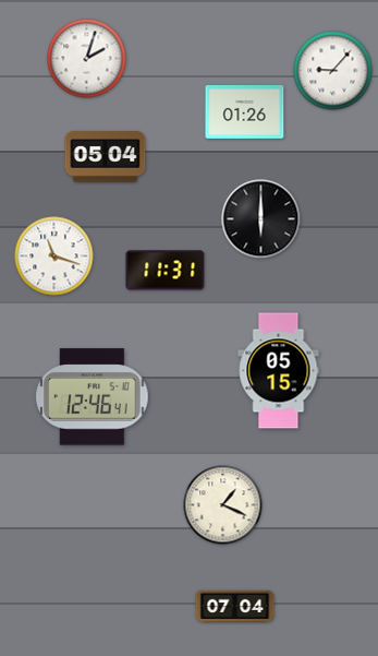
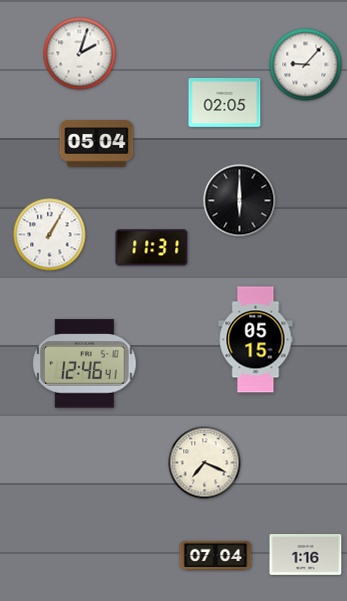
clock at (245, 111): 01:26 -> 02:05
clock at (54, 257): 11:18 -> 1:05
clock at (223, 505): 1:19 -> 7:19
clock at (306, 555): none -> 1:16
